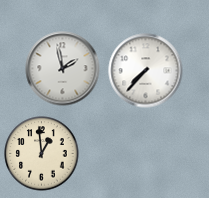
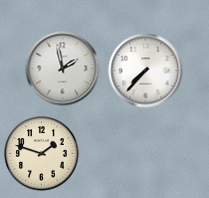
clock at (42, 154): 12:59 -> 1:48
